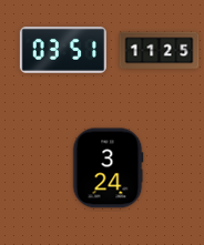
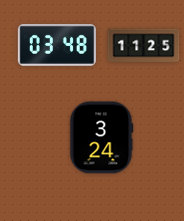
clock at (63, 50): 03:51 -> 03:48
clock at (108, 169) position: (108, 169) -> (101, 138)
